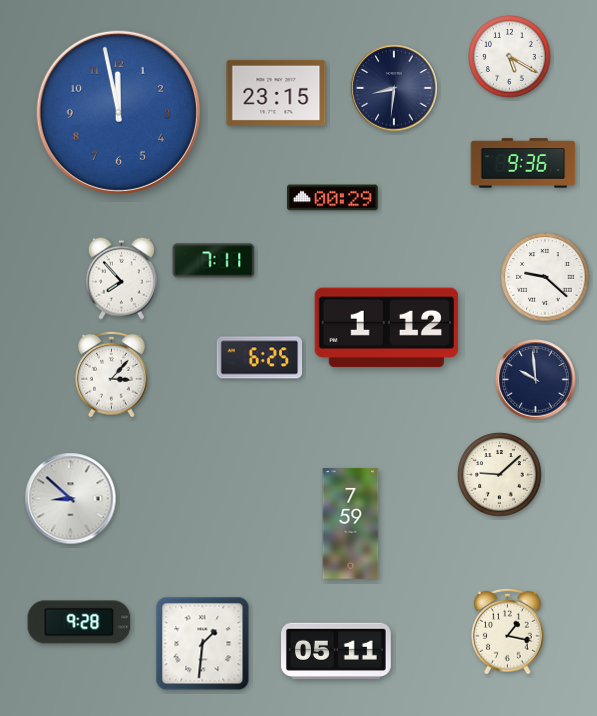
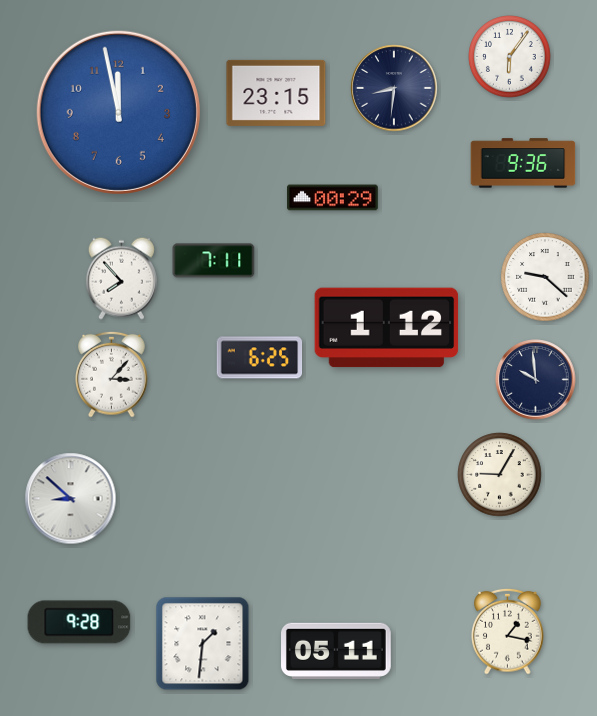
clock at (510, 57): 5:20 -> 6:06
clock at (500, 475): 9:08 -> 9:05
clock at (351, 524): 7:59 -> none
